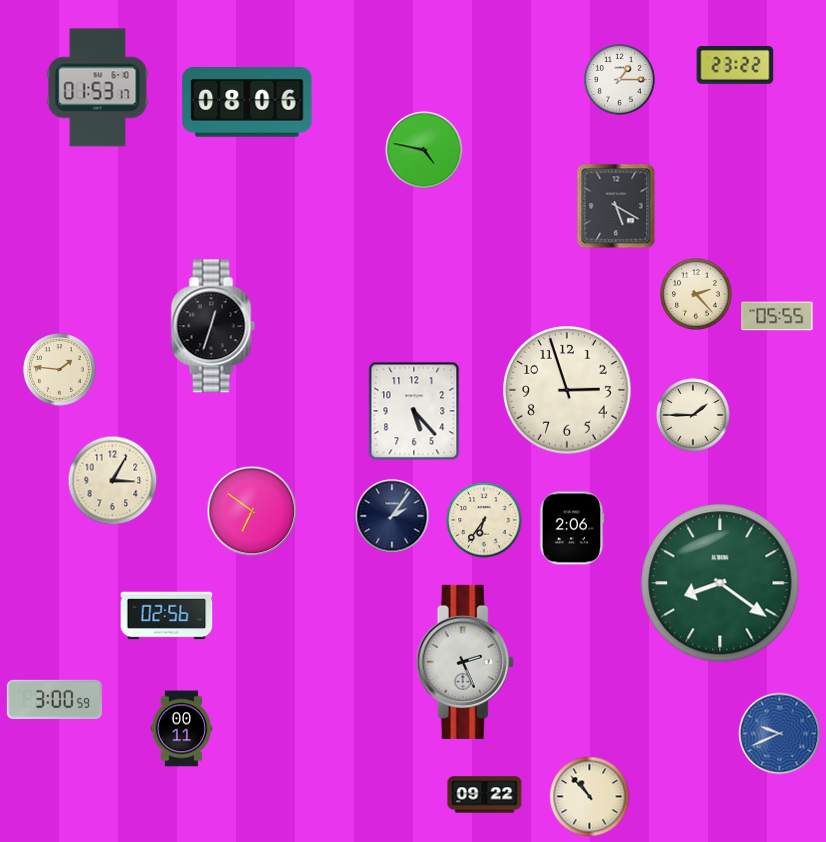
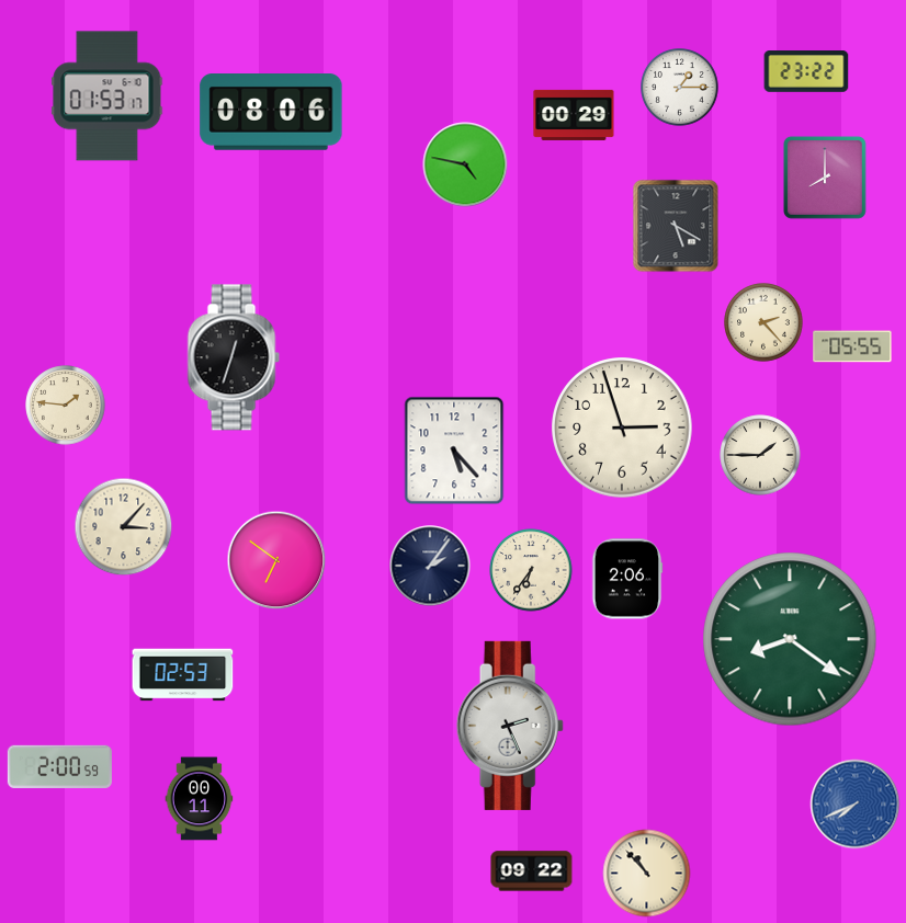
clock at (574, 115): none -> 00:29
clock at (825, 178): none -> 8:00
clock at (113, 481): 3:05 -> 3:07
clock at (167, 616): 02:56 -> 02:53
clock at (54, 699): 3:00 -> 2:00
clock at (780, 734): 9:41 -> 7:41
